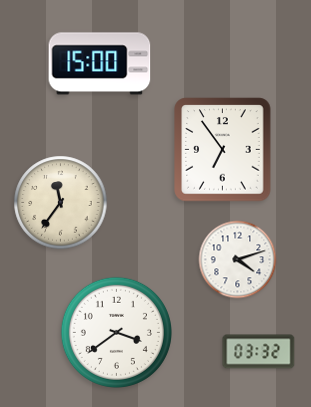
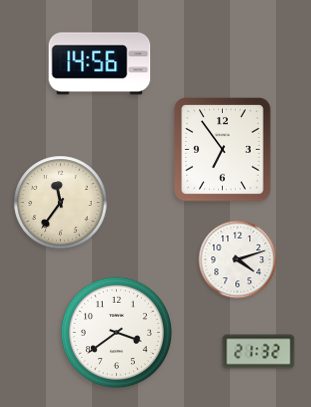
clock at (100, 64): 15:00 -> 14:56
clock at (259, 352): 03:32 -> 21:32
